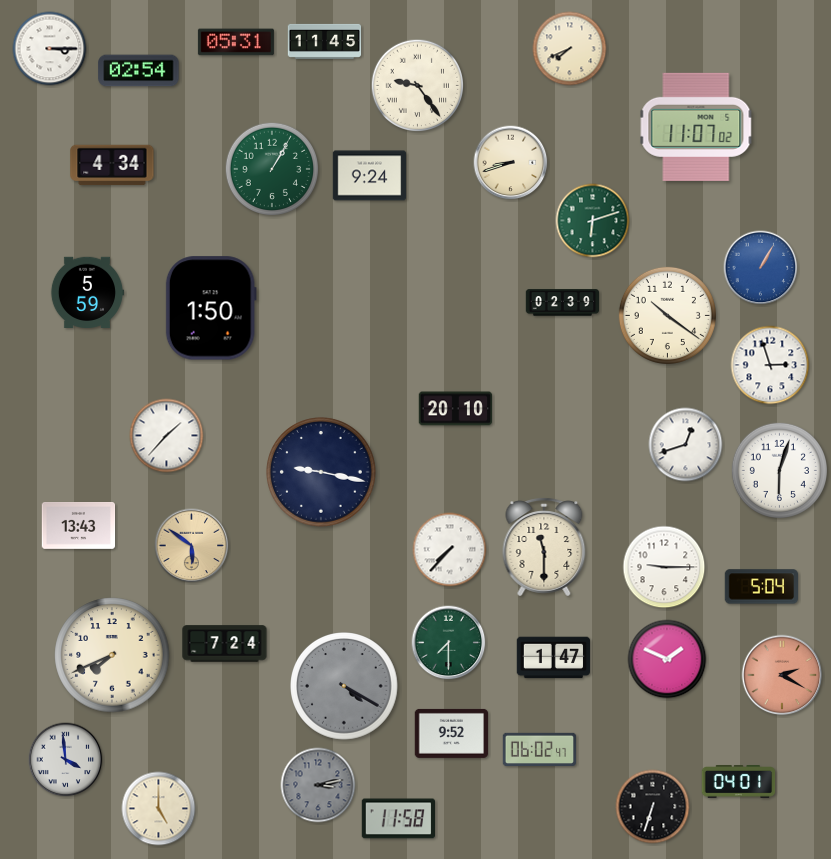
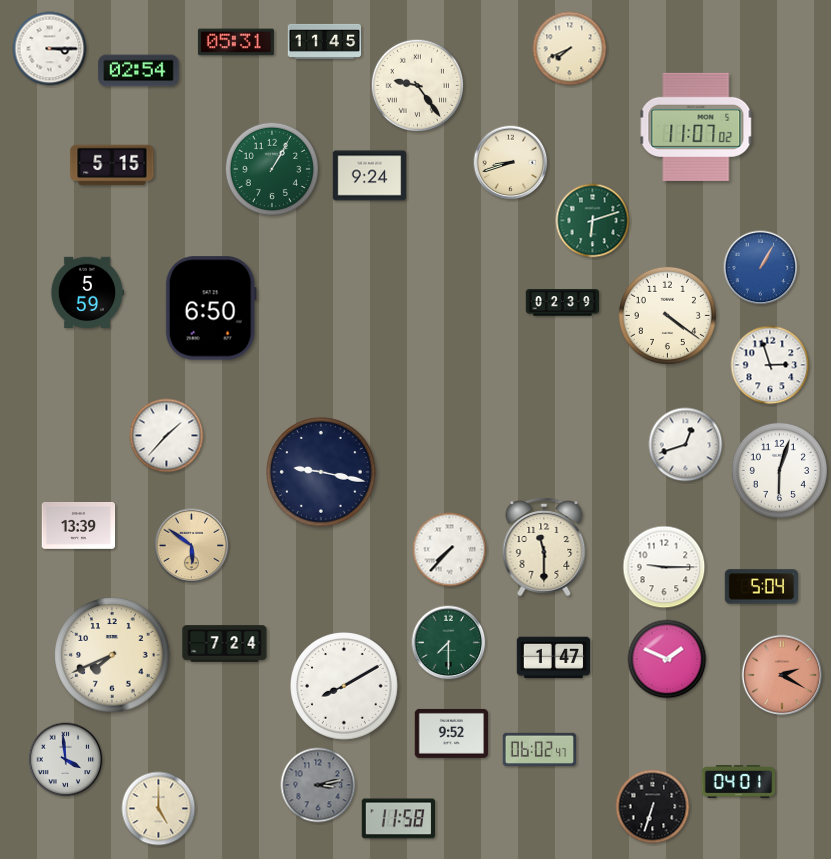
clock at (112, 165): 4:34 -> 5:15
clock at (211, 308): 1:50 -> 6:50
clock at (667, 315): 10:21 -> 4:21
clock at (456, 409): 20:10 -> none
clock at (79, 526): 13:43 -> 13:39
clock at (345, 687): 4:20 -> 8:10
clock at (345, 687) dial: grey -> white
